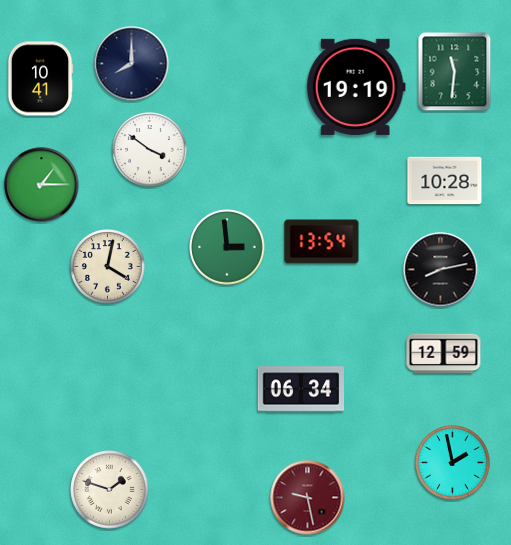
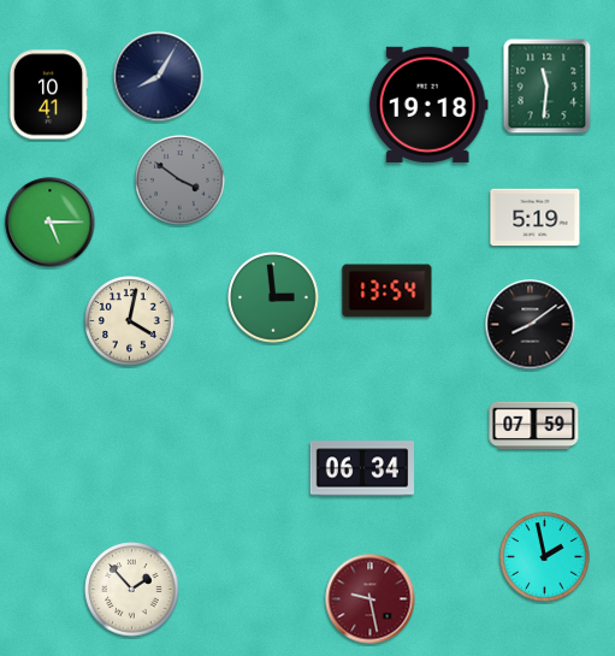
clock at (132, 64): 8:00 -> 8:05
clock at (356, 87): 19:19 -> 19:18
clock at (150, 150) dial: white -> grey
clock at (445, 181): 10:28 -> 5:19
clock at (42, 185): 1:15 -> 5:15
clock at (441, 270): 8:13 -> 8:09
clock at (444, 354): 12:59 -> 07:59
clock at (110, 490): 1:48 -> 1:53
